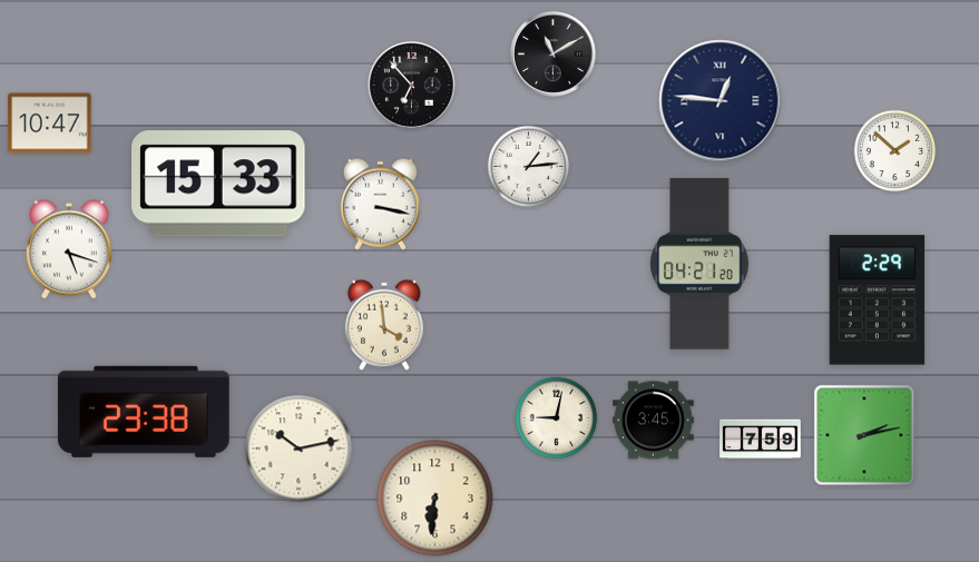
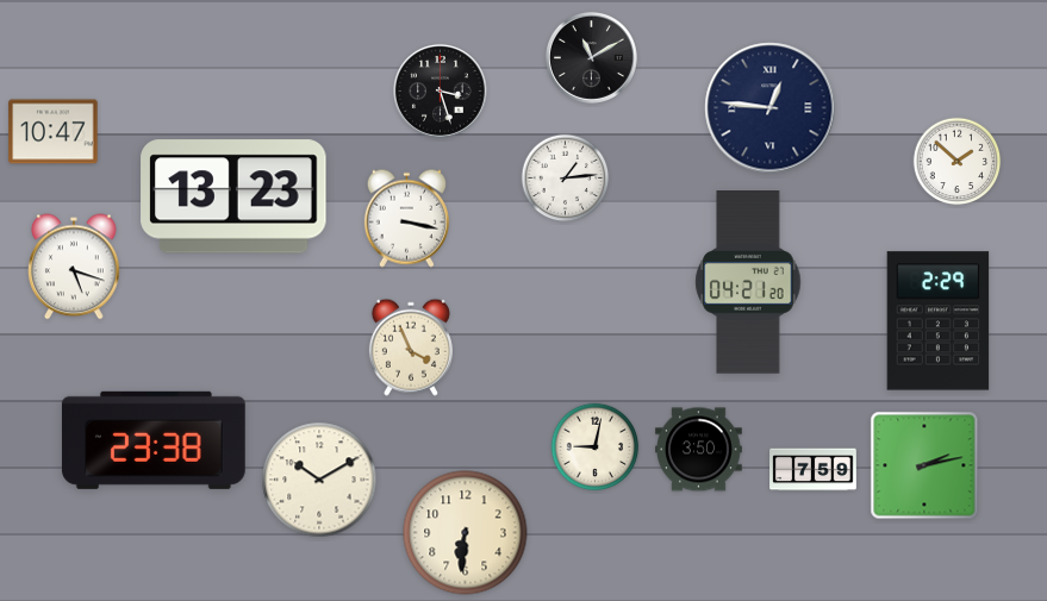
clock at (411, 85): 6:53 -> 3:27
clock at (218, 184): 15:33 -> 13:23
clock at (384, 325): 3:59 -> 3:56
clock at (654, 421): 3:45 -> 3:50
clock at (298, 448): 10:13 -> 10:10
